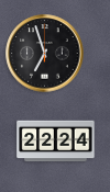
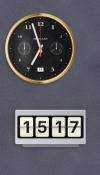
clock at (56, 142): 22:24 -> 15:17
